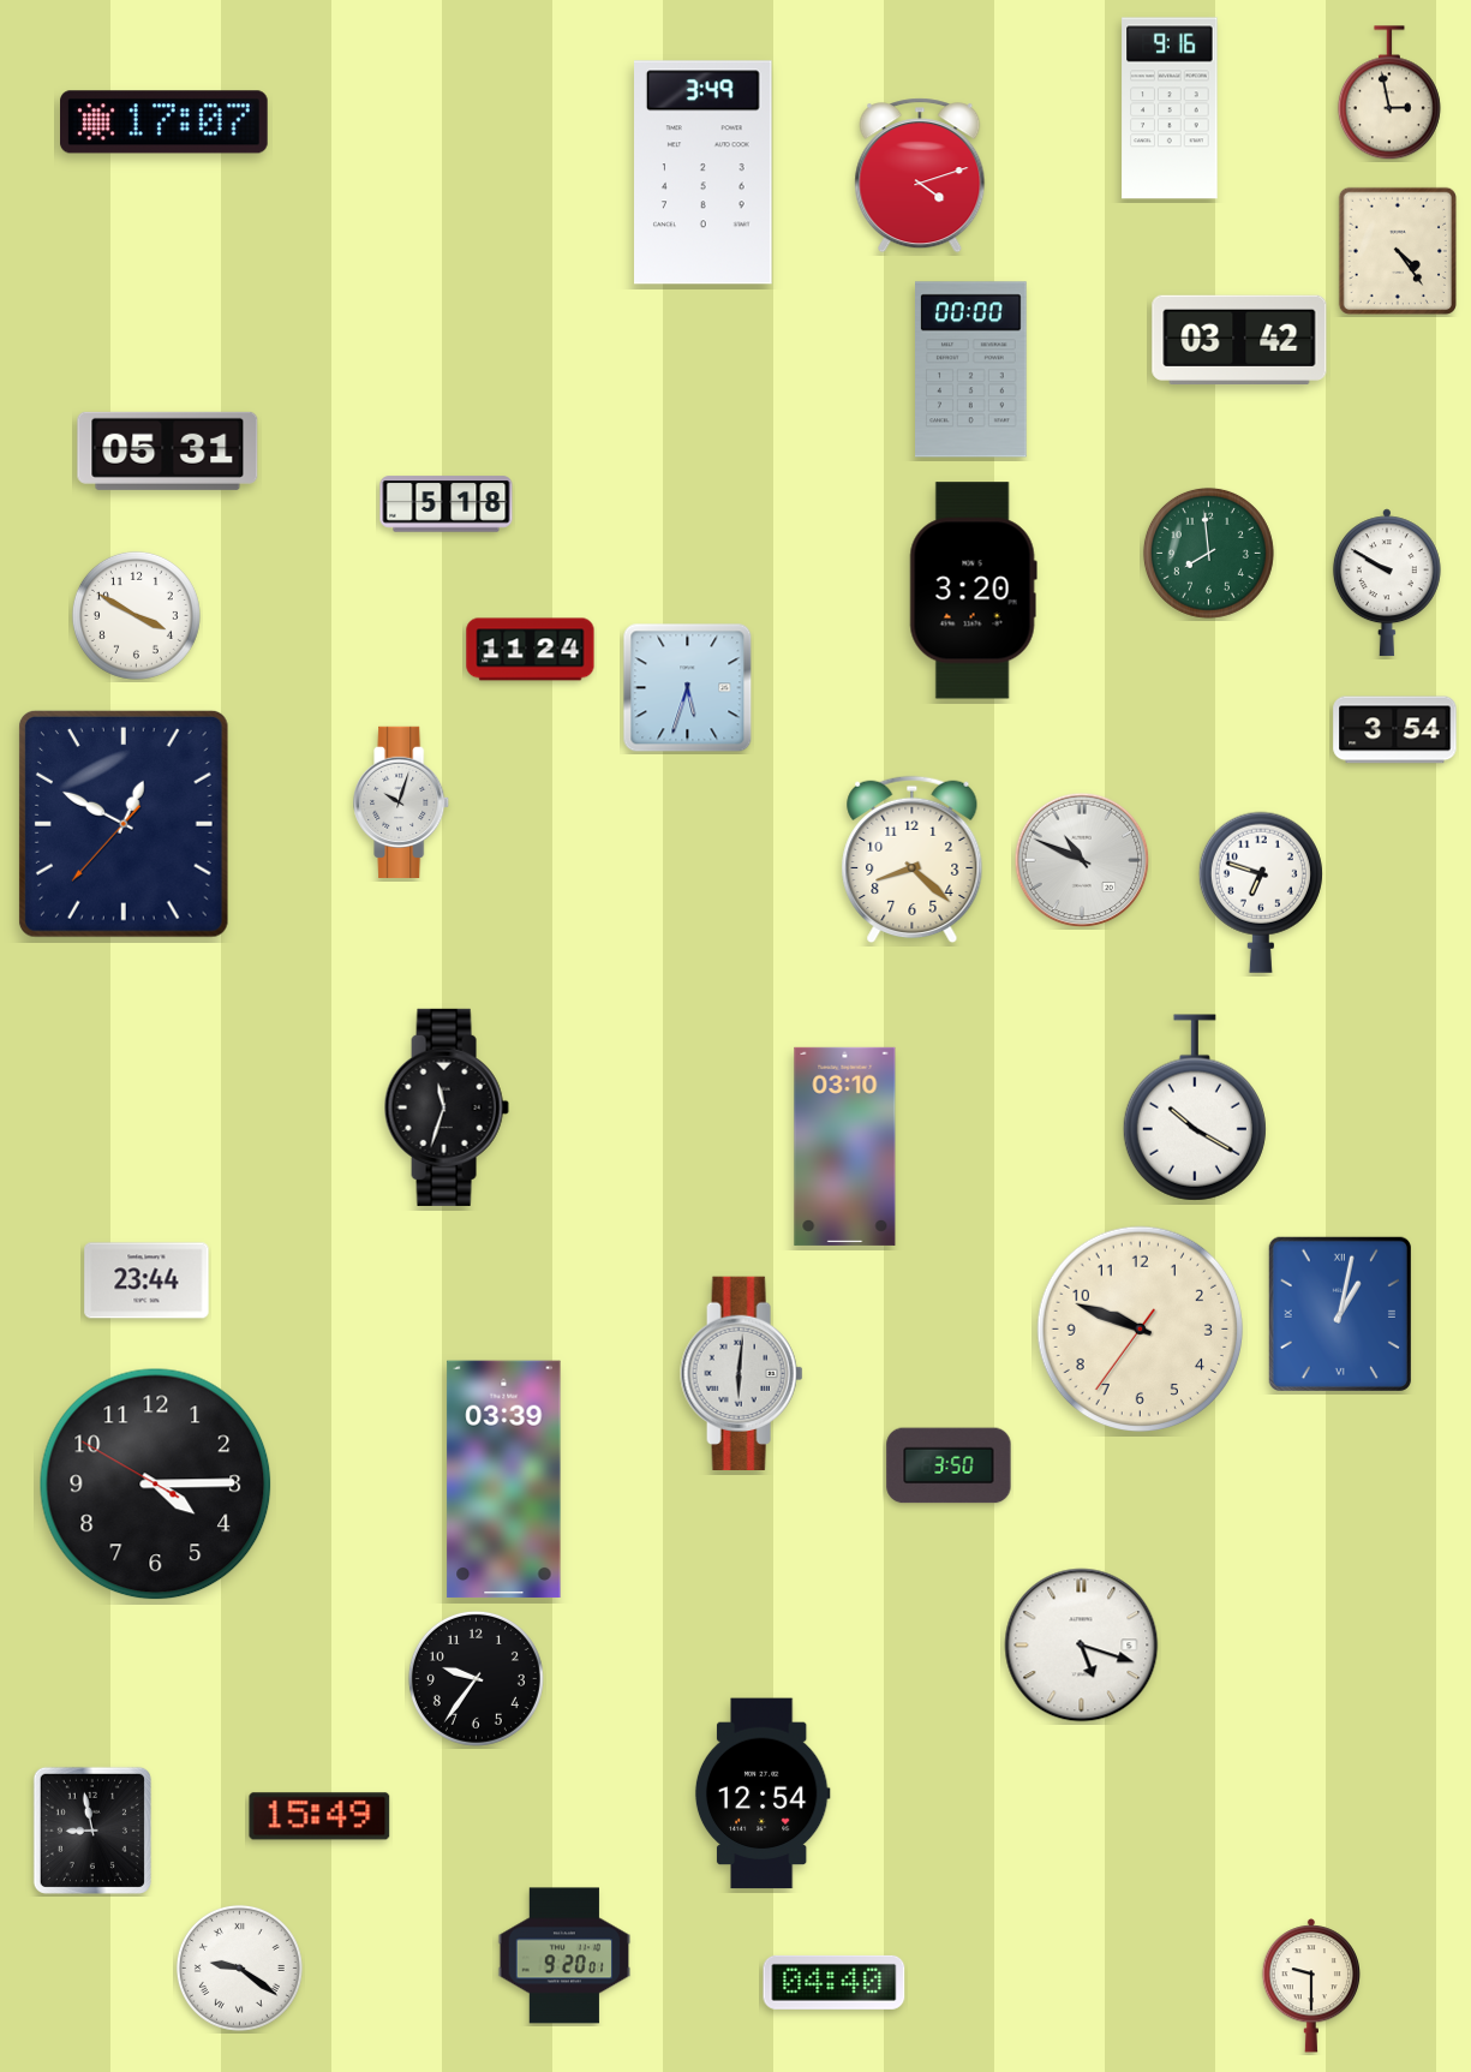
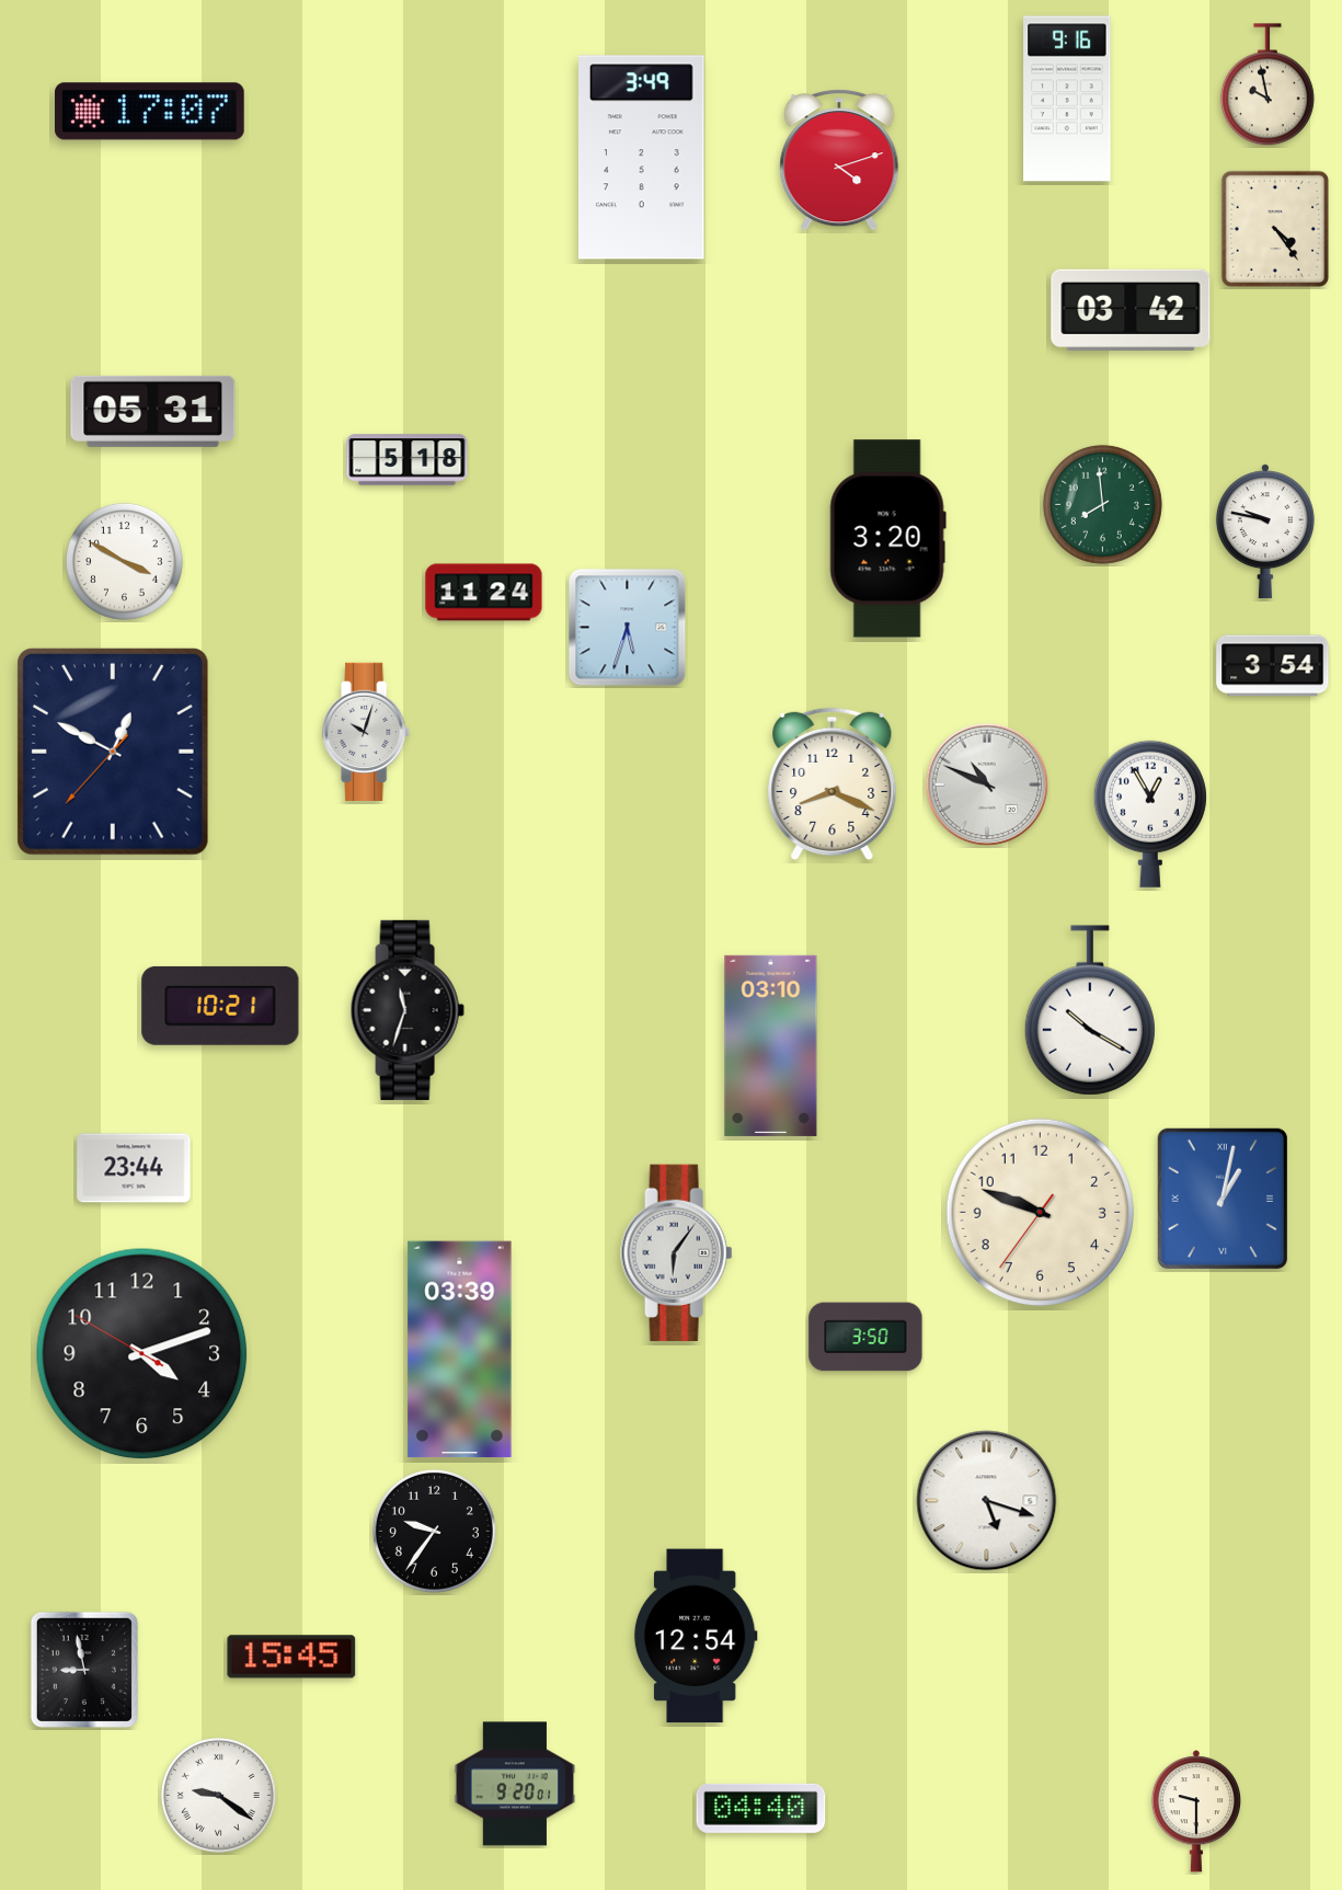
clock at (1389, 94): 2:58 -> 9:58
clock at (971, 370): 00:00 -> none
clock at (1387, 583): 9:50 -> 9:47
clock at (913, 860): 8:22 -> 8:19
clock at (1261, 892): 6:48 -> 12:55
clock at (220, 1006): none -> 10:21
clock at (742, 1373): 6:01 -> 6:06
clock at (156, 1485): 4:14 -> 4:11
clock at (319, 1816): 15:49 -> 15:45
